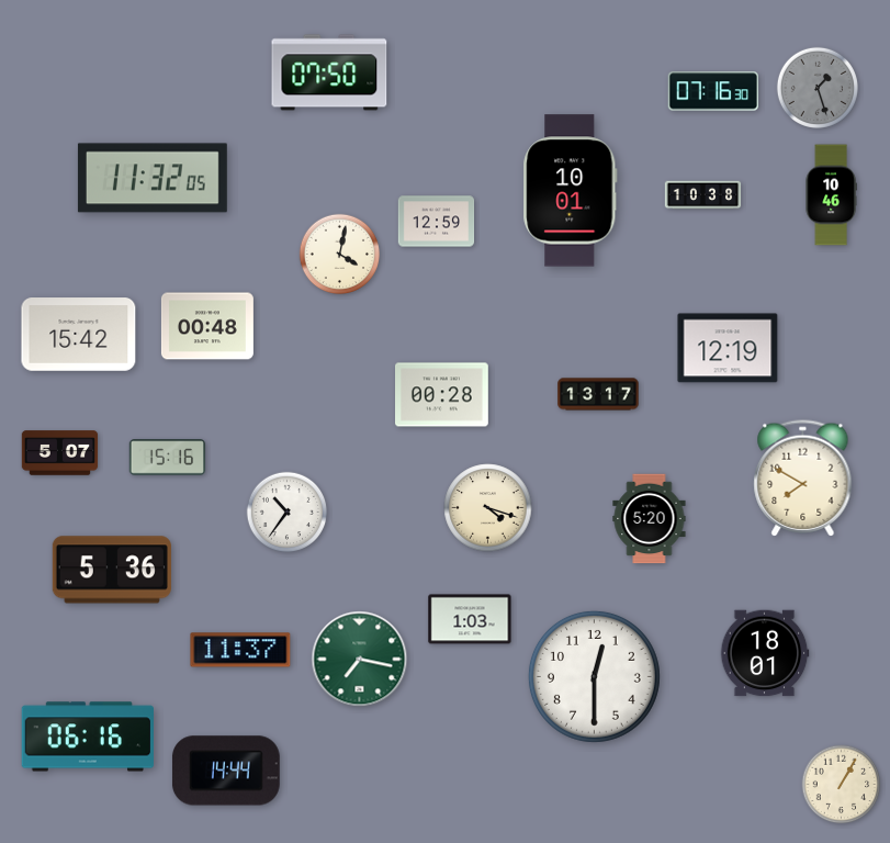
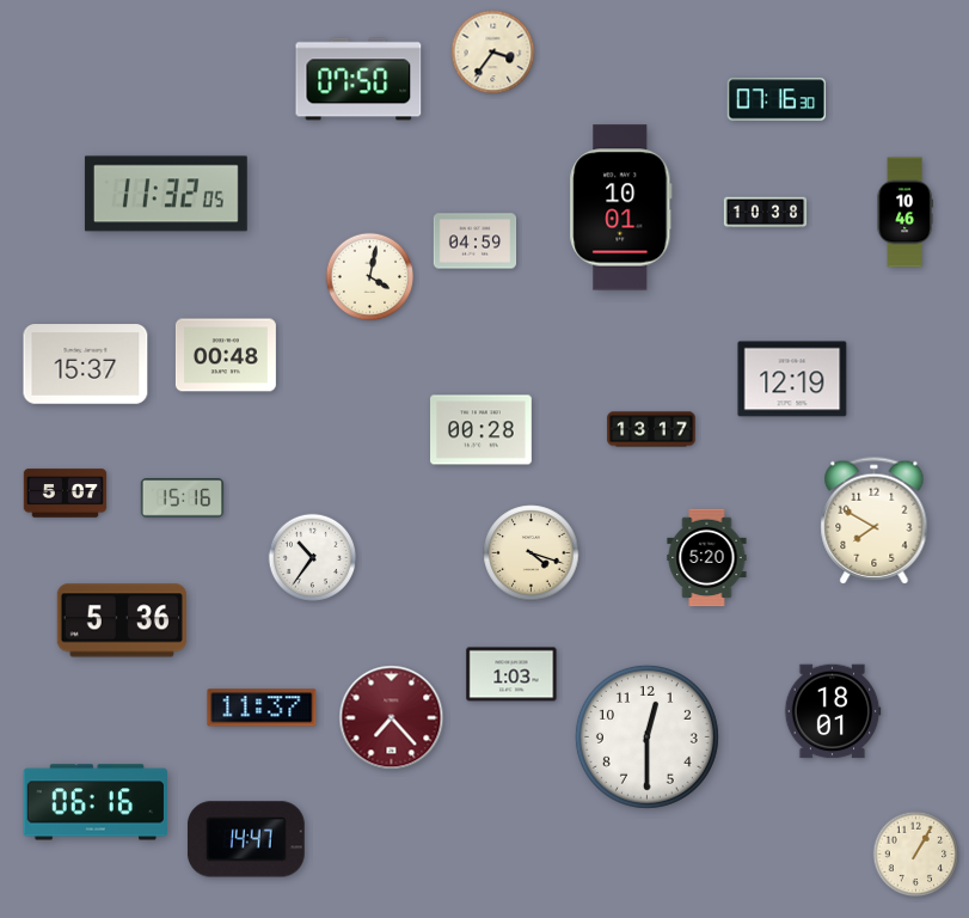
clock at (493, 53): none -> 3:36
clock at (816, 87): 1:27 -> none
clock at (437, 222): 12:59 -> 04:59
clock at (79, 335): 15:42 -> 15:37
clock at (650, 519) position: (650, 519) -> (707, 558)
clock at (360, 660): 7:17 -> 7:23
clock at (360, 660) dial: green -> burgundy
clock at (226, 771): 14:44 -> 14:47
